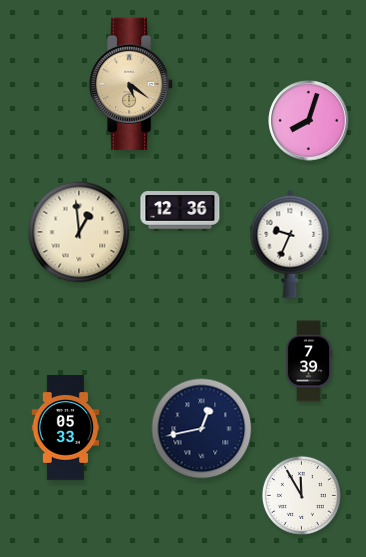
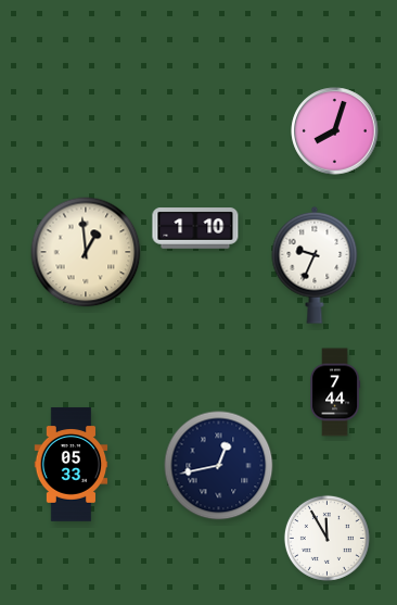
clock at (131, 84): 5:21 -> none
clock at (180, 210): 12:36 -> 1:10
clock at (309, 361): 7:39 -> 7:44
